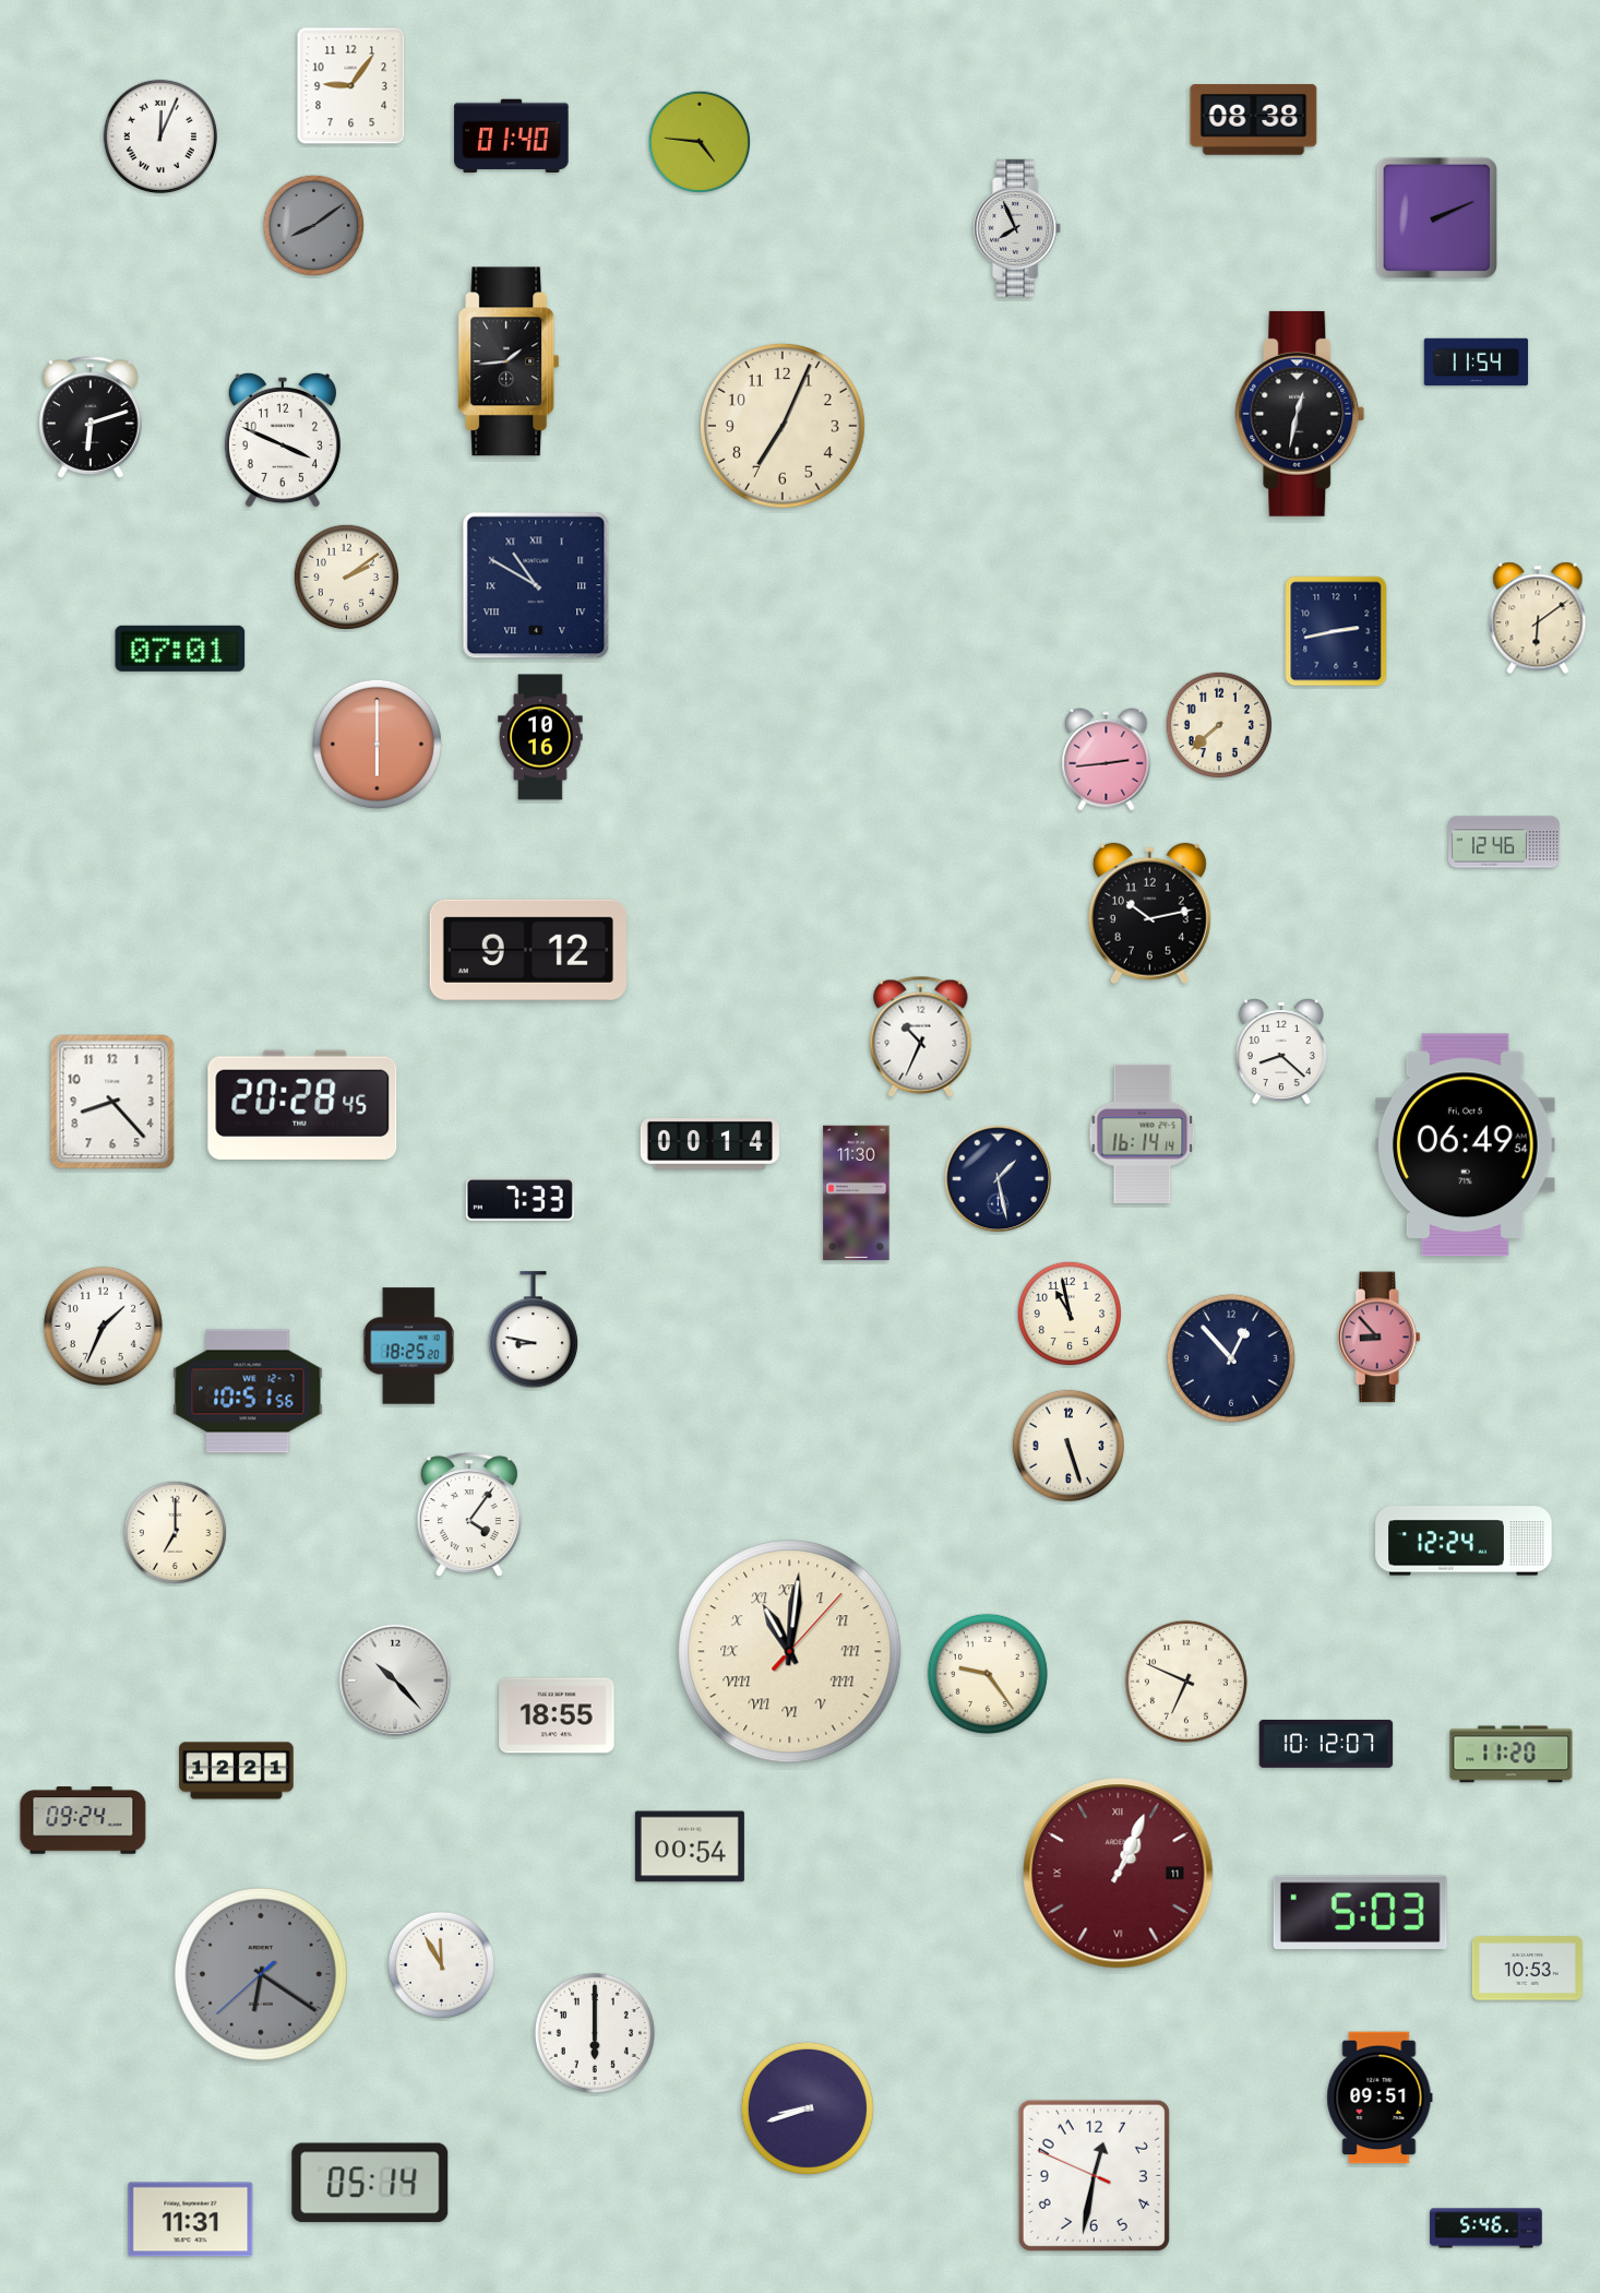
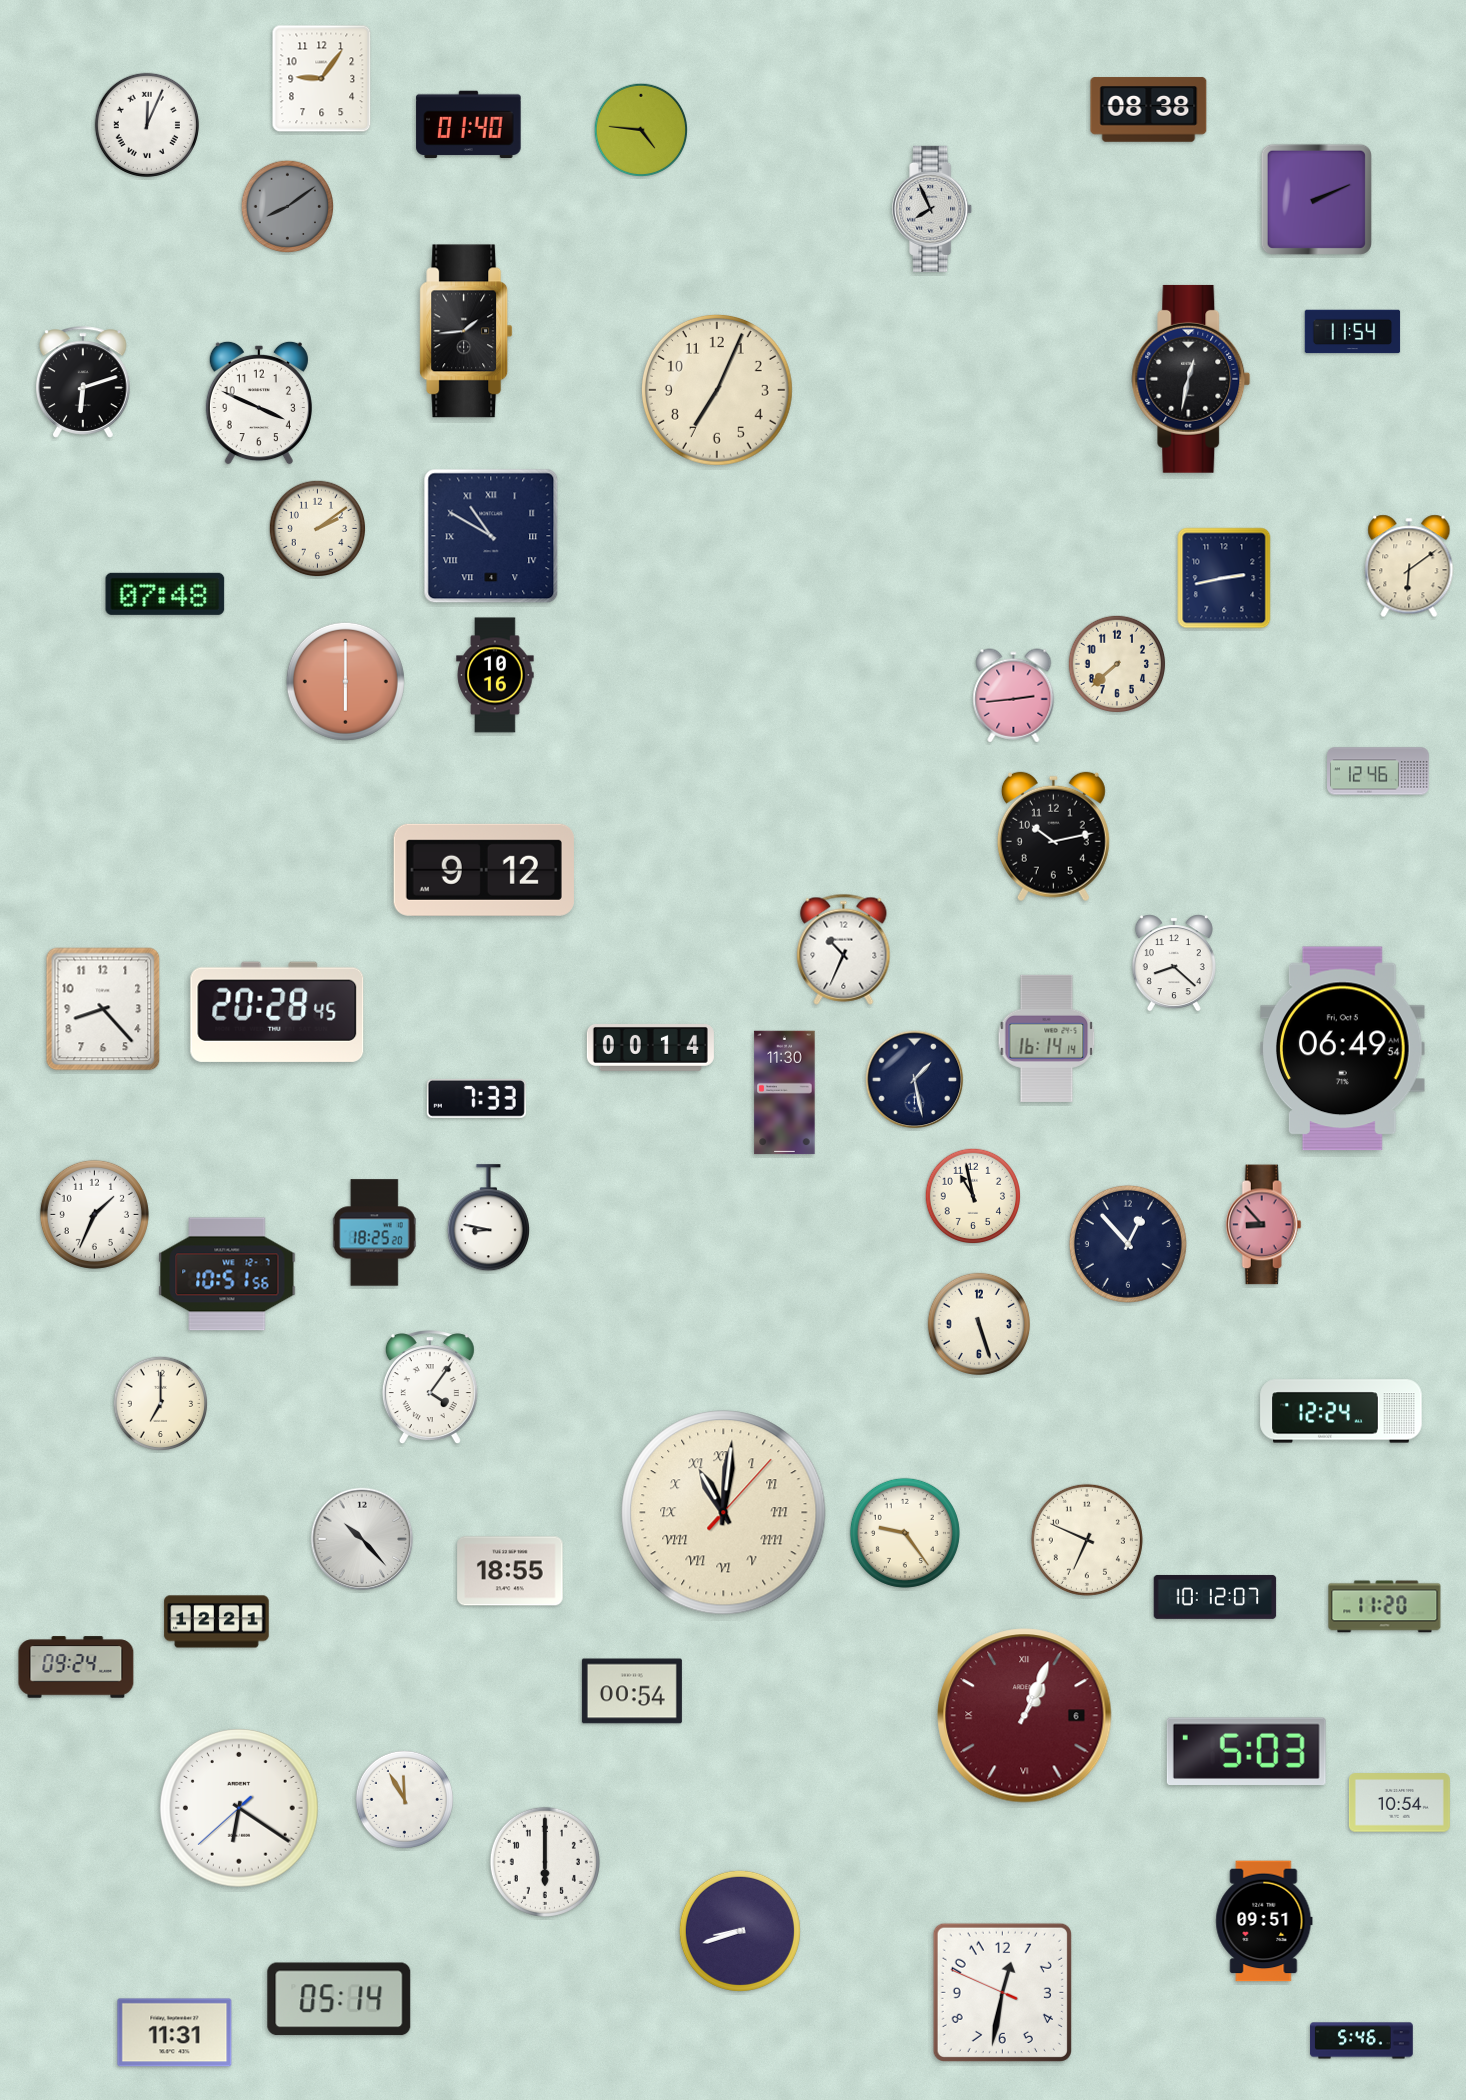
clock at (180, 649): 07:01 -> 07:48
clock at (1068, 1312) position: (1068, 1312) -> (972, 1195)
clock at (1119, 1874) date: 11 -> 6
clock at (1527, 1969): 10:53 -> 10:54
clock at (262, 1975) dial: grey -> white
